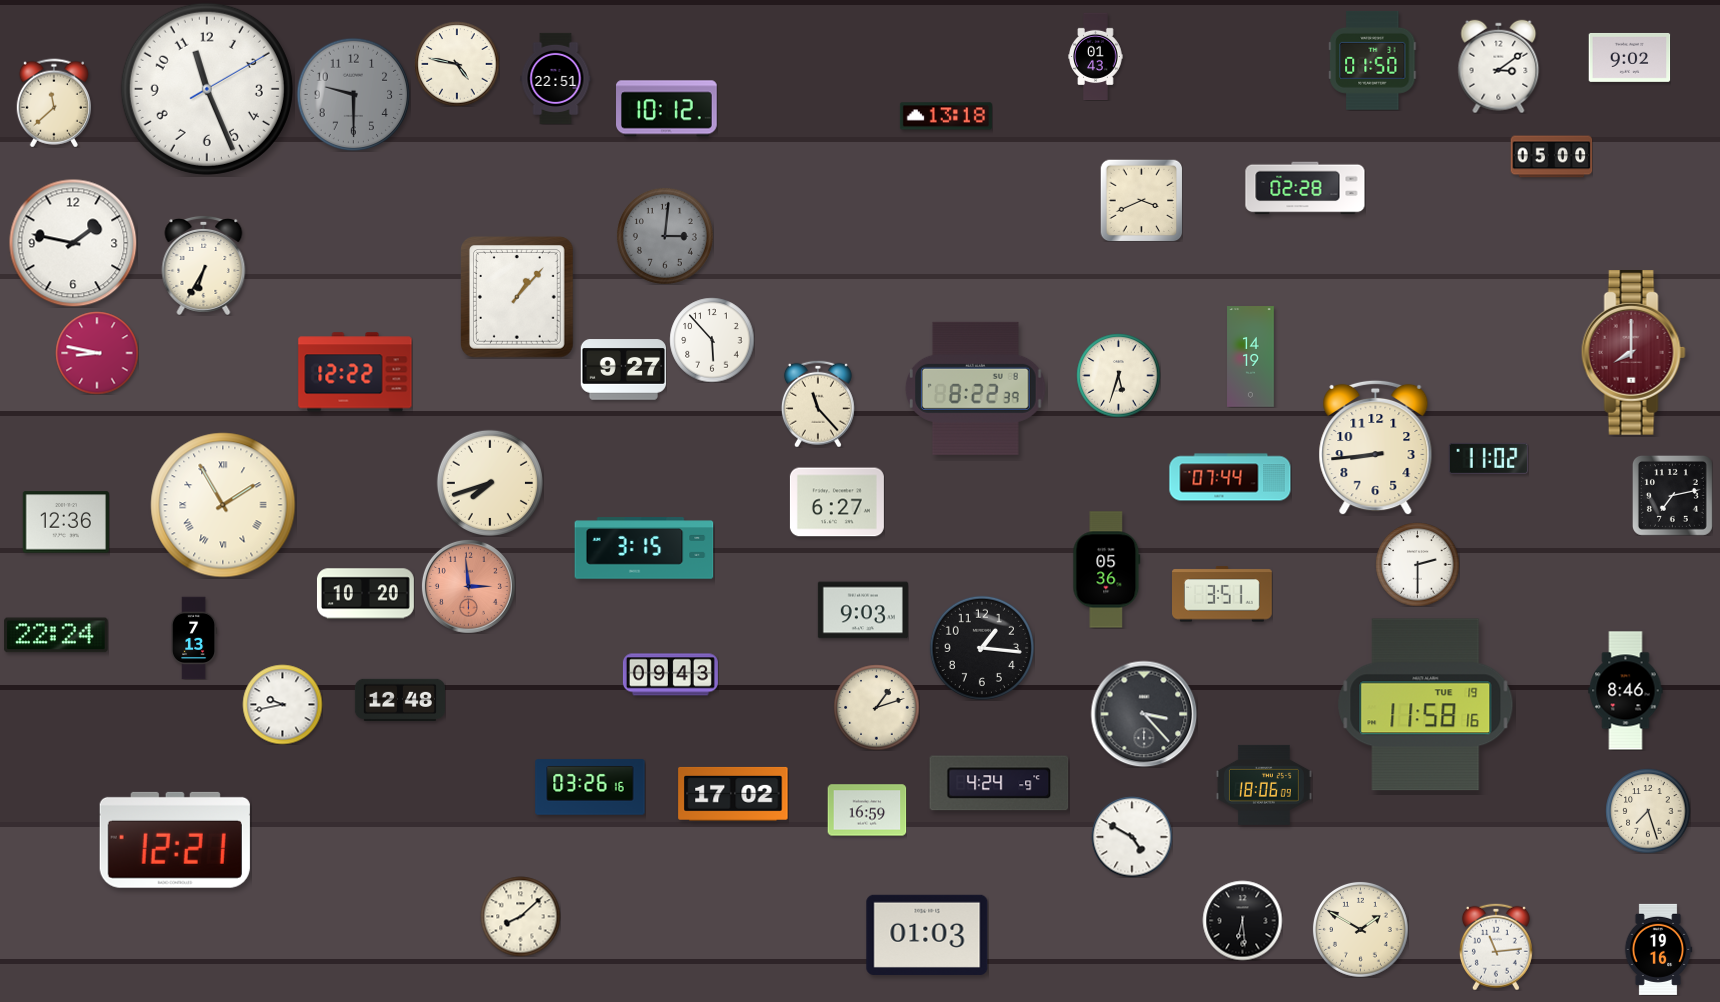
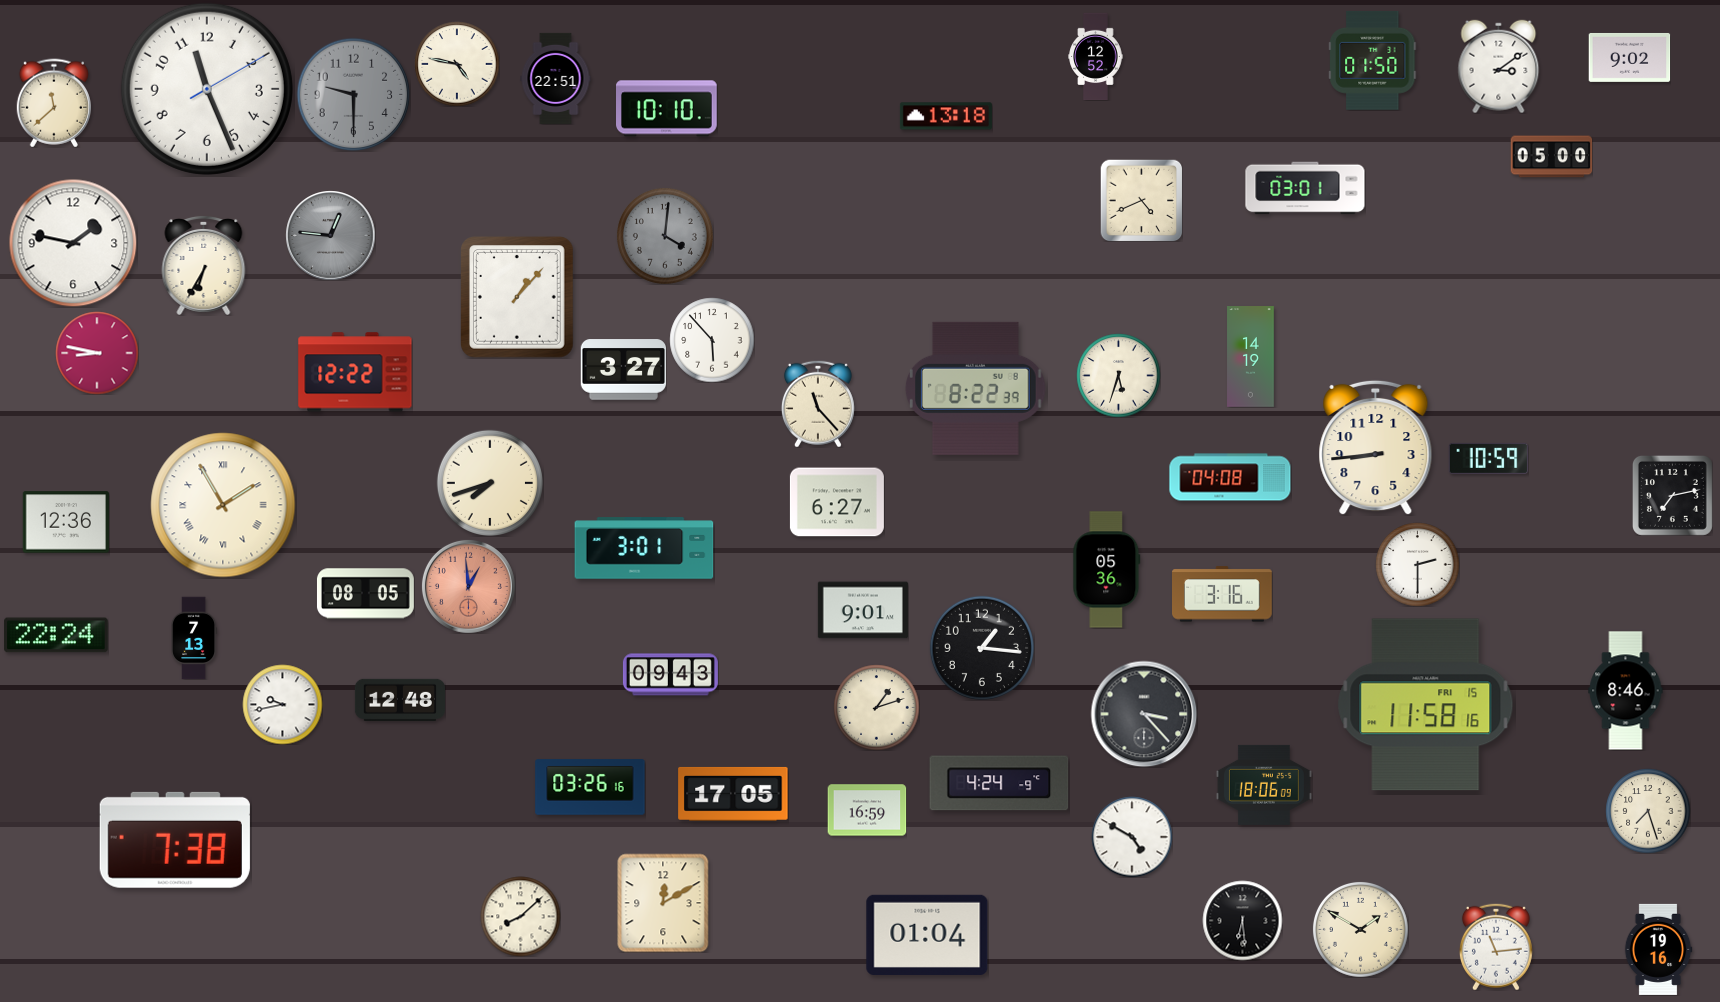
clock at (1096, 56): 01:43 -> 12:52
clock at (667, 109): 10:12 -> 10:10
clock at (1305, 188): 02:28 -> 03:01
clock at (1141, 200): 3:41 -> 4:41
clock at (330, 235): none -> 12:46
clock at (665, 236): 3:01 -> 4:01
clock at (1633, 353): 8:00 -> none
clock at (623, 370): 9:27 -> 3:27
clock at (1488, 458): 11:02 -> 10:59
clock at (1230, 477): 07:44 -> 04:08
clock at (644, 548): 3:15 -> 3:01
clock at (468, 586): 2:59 -> 12:59
clock at (365, 594): 10:20 -> 08:05
clock at (1223, 594): 3:51 -> 3:16
clock at (863, 610): 9:03 -> 9:01
clock at (1426, 705) date: TUE 19 -> FRI 15
clock at (733, 794): 17:02 -> 17:05
clock at (175, 840): 12:21 -> 7:38
clock at (663, 903): none -> 12:10
clock at (927, 935): 01:03 -> 01:04
